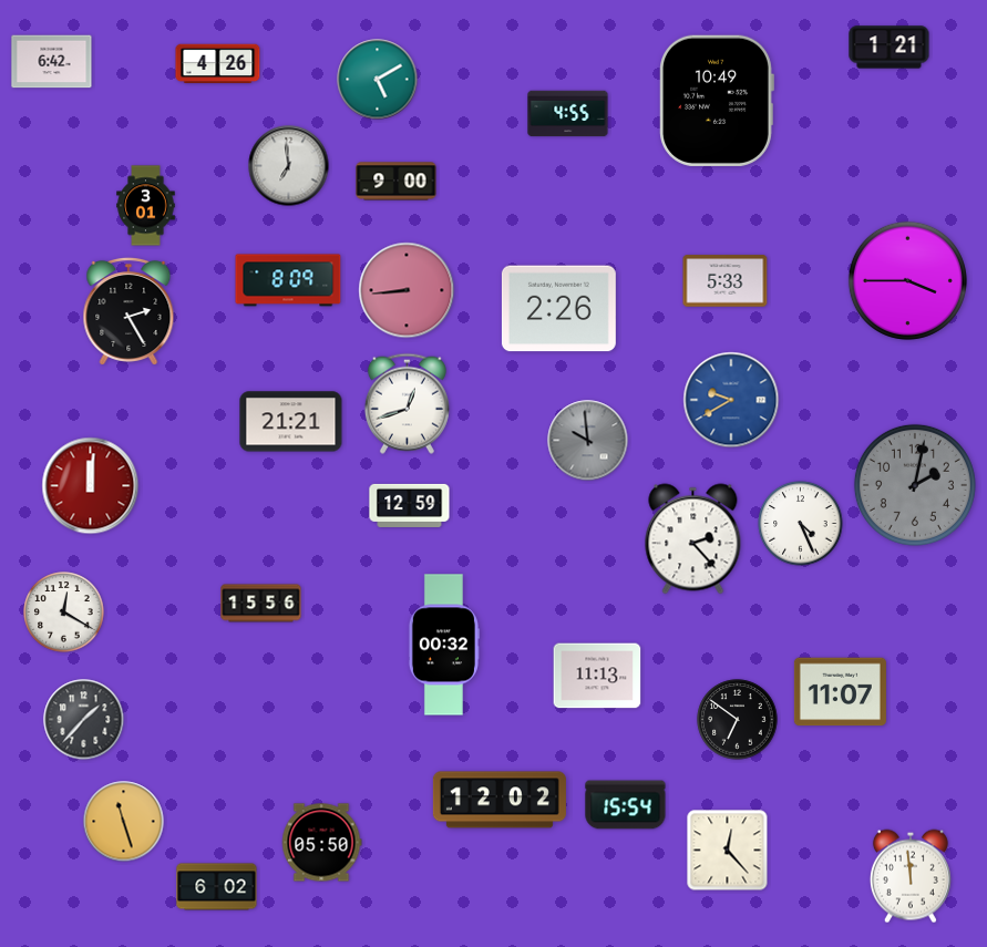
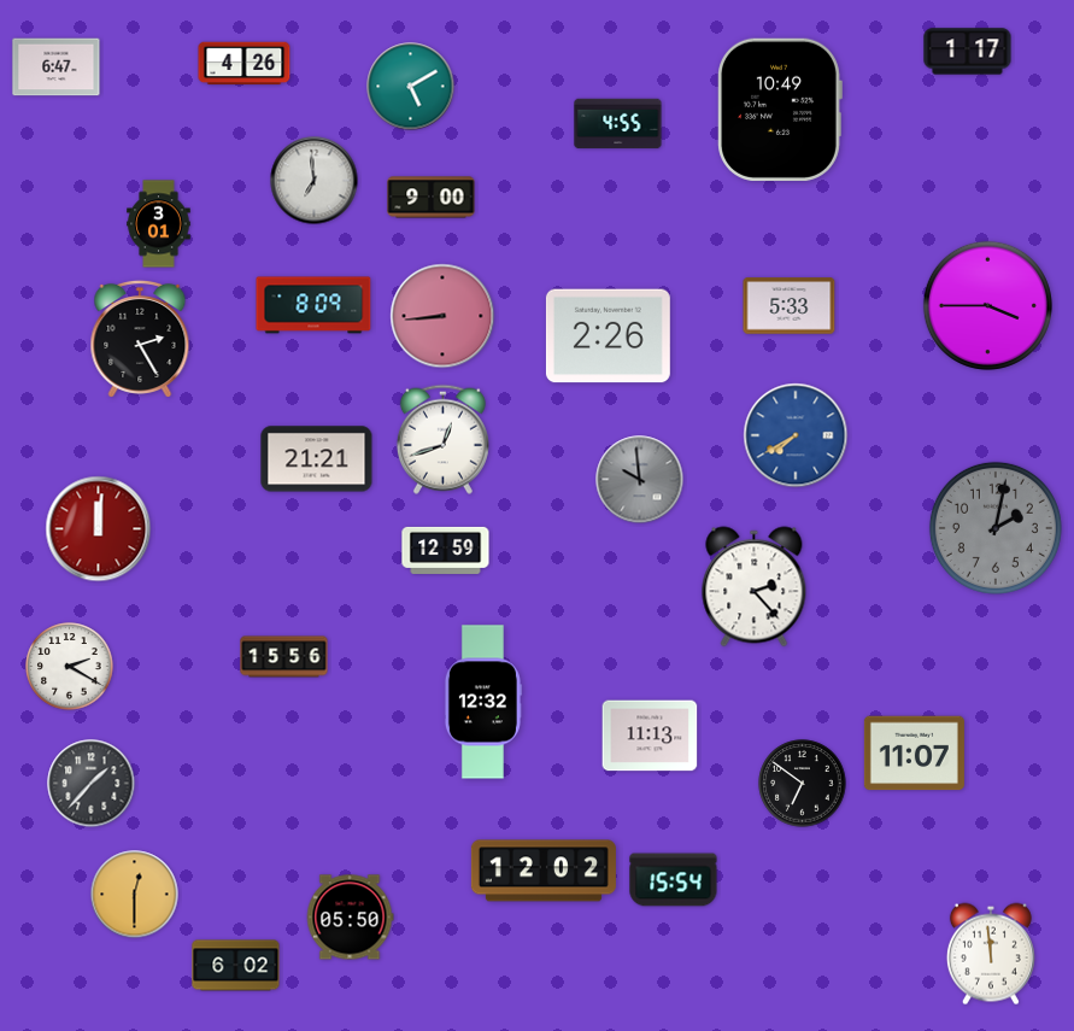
clock at (890, 48): 1:21 -> 1:17
clock at (52, 62): 6:42 -> 6:47
clock at (218, 64) position: (218, 64) -> (245, 64)
clock at (731, 400): 9:40 -> 7:40
clock at (801, 524): 4:26 -> none
clock at (64, 613): 12:20 -> 2:20
clock at (443, 645): 00:32 -> 12:32
clock at (626, 805) position: (626, 805) -> (674, 880)
clock at (124, 822): 11:27 -> 12:30
clock at (728, 851): 12:23 -> none
